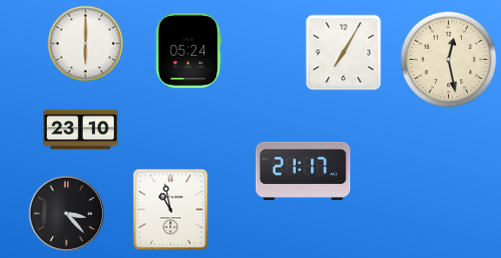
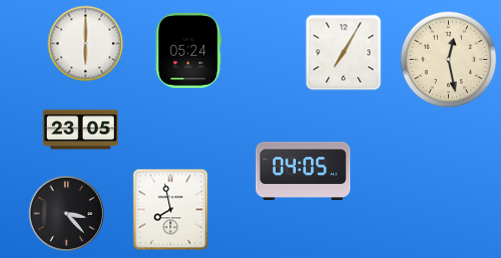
clock at (81, 130): 23:10 -> 23:05
clock at (303, 170): 21:17 -> 04:05
clock at (171, 210): 10:58 -> 7:58
